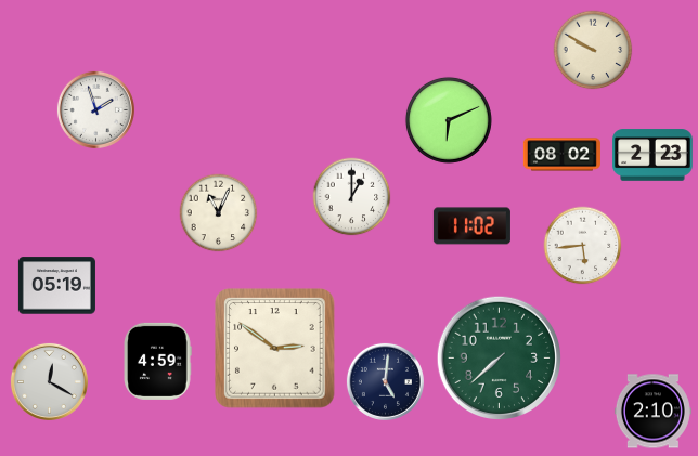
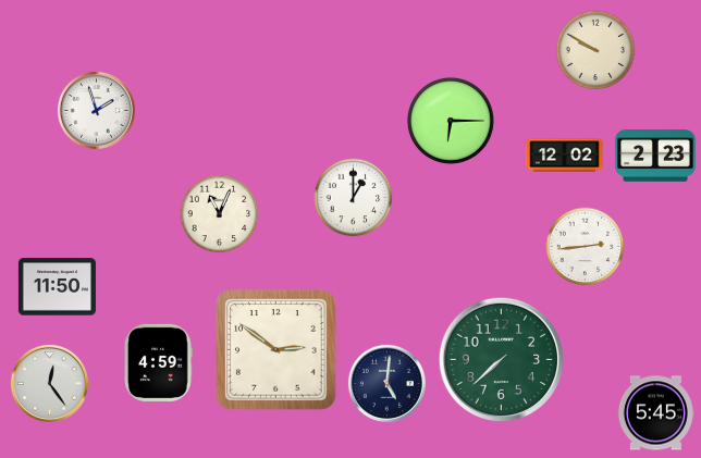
clock at (449, 120): 6:11 -> 6:15
clock at (561, 155): 08:02 -> 12:02
clock at (471, 226): 11:02 -> none
clock at (583, 246): 5:44 -> 2:44
clock at (56, 286): 05:19 -> 11:50
clock at (49, 381): 12:20 -> 12:24
clock at (652, 412): 2:10 -> 5:45
